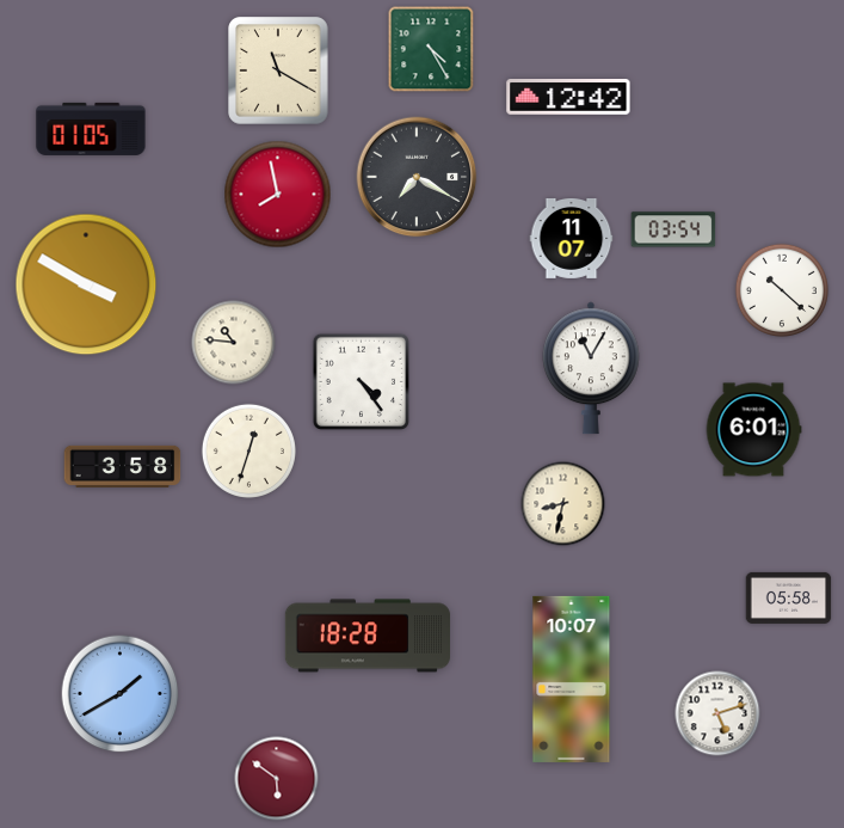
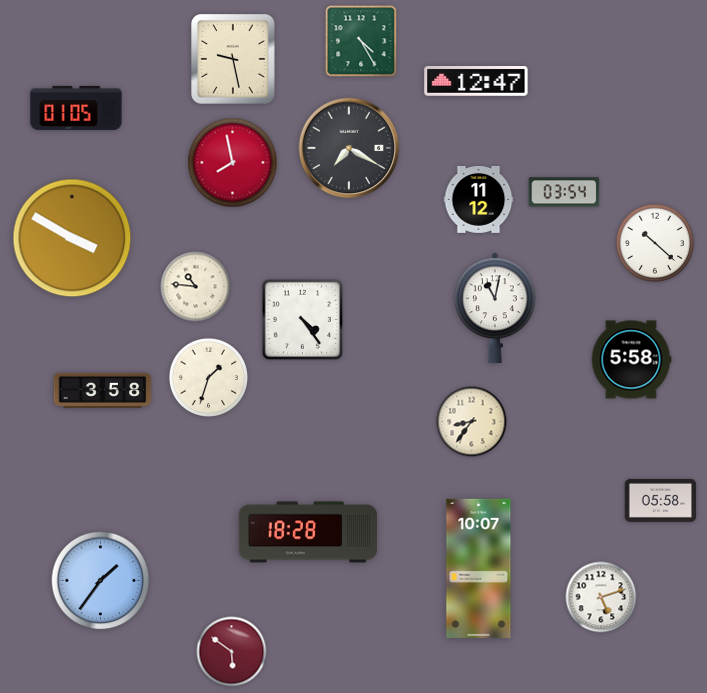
clock at (278, 70): 11:20 -> 9:28
clock at (568, 98): 12:42 -> 12:47
clock at (572, 238): 11:07 -> 11:12
clock at (592, 368): 11:05 -> 11:02
clock at (753, 430): 6:01 -> 5:58
clock at (248, 450): 12:33 -> 1:33
clock at (563, 504): 8:32 -> 8:36
clock at (121, 694): 1:40 -> 1:36
